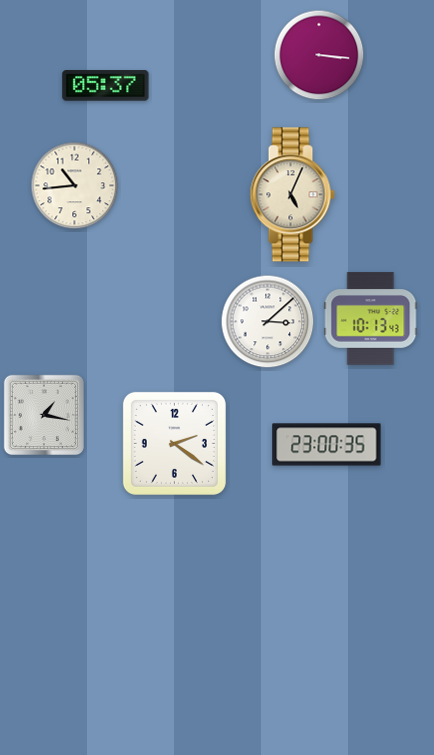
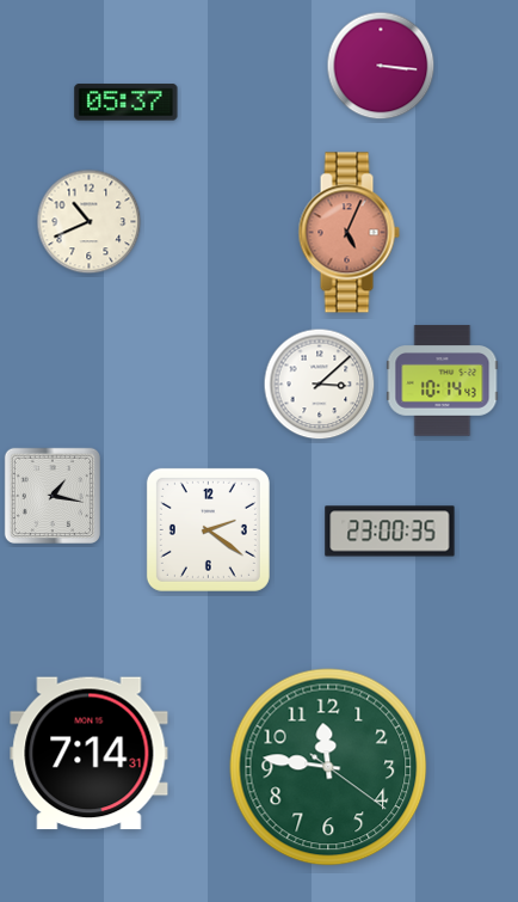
clock at (75, 186): 10:44 -> 10:41
clock at (292, 195) dial: cream -> salmon
clock at (371, 319): 10:13 -> 10:14
clock at (90, 754): none -> 7:14
clock at (328, 767): none -> 11:46
